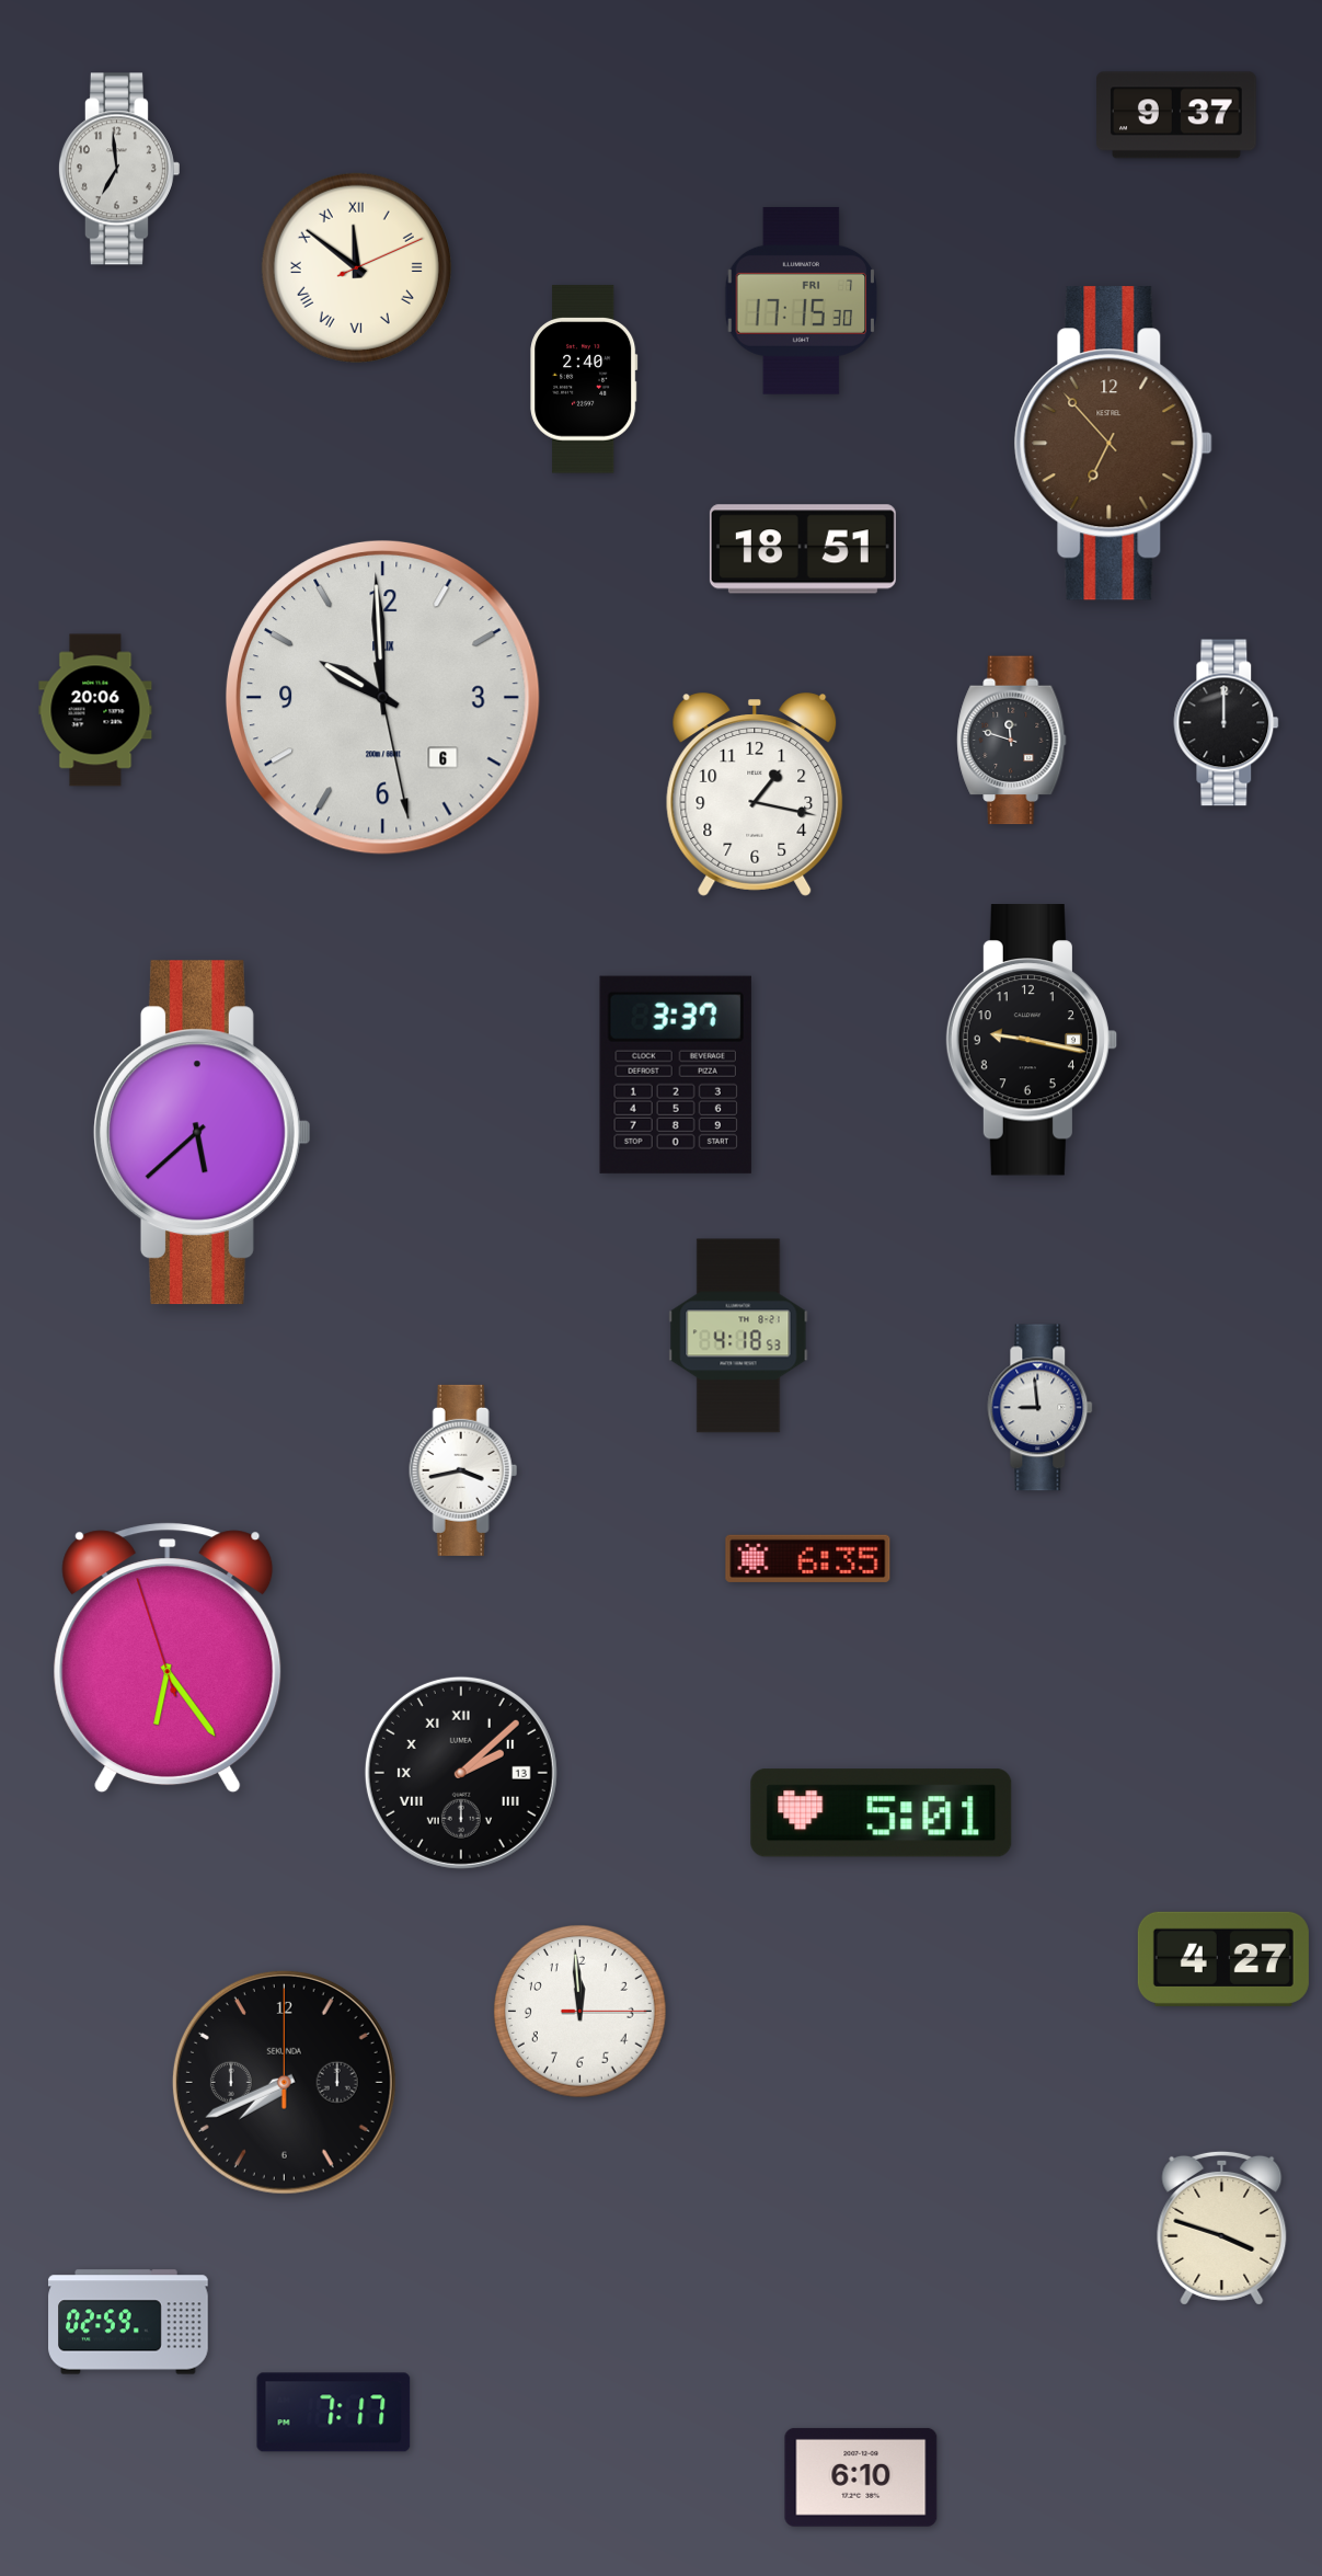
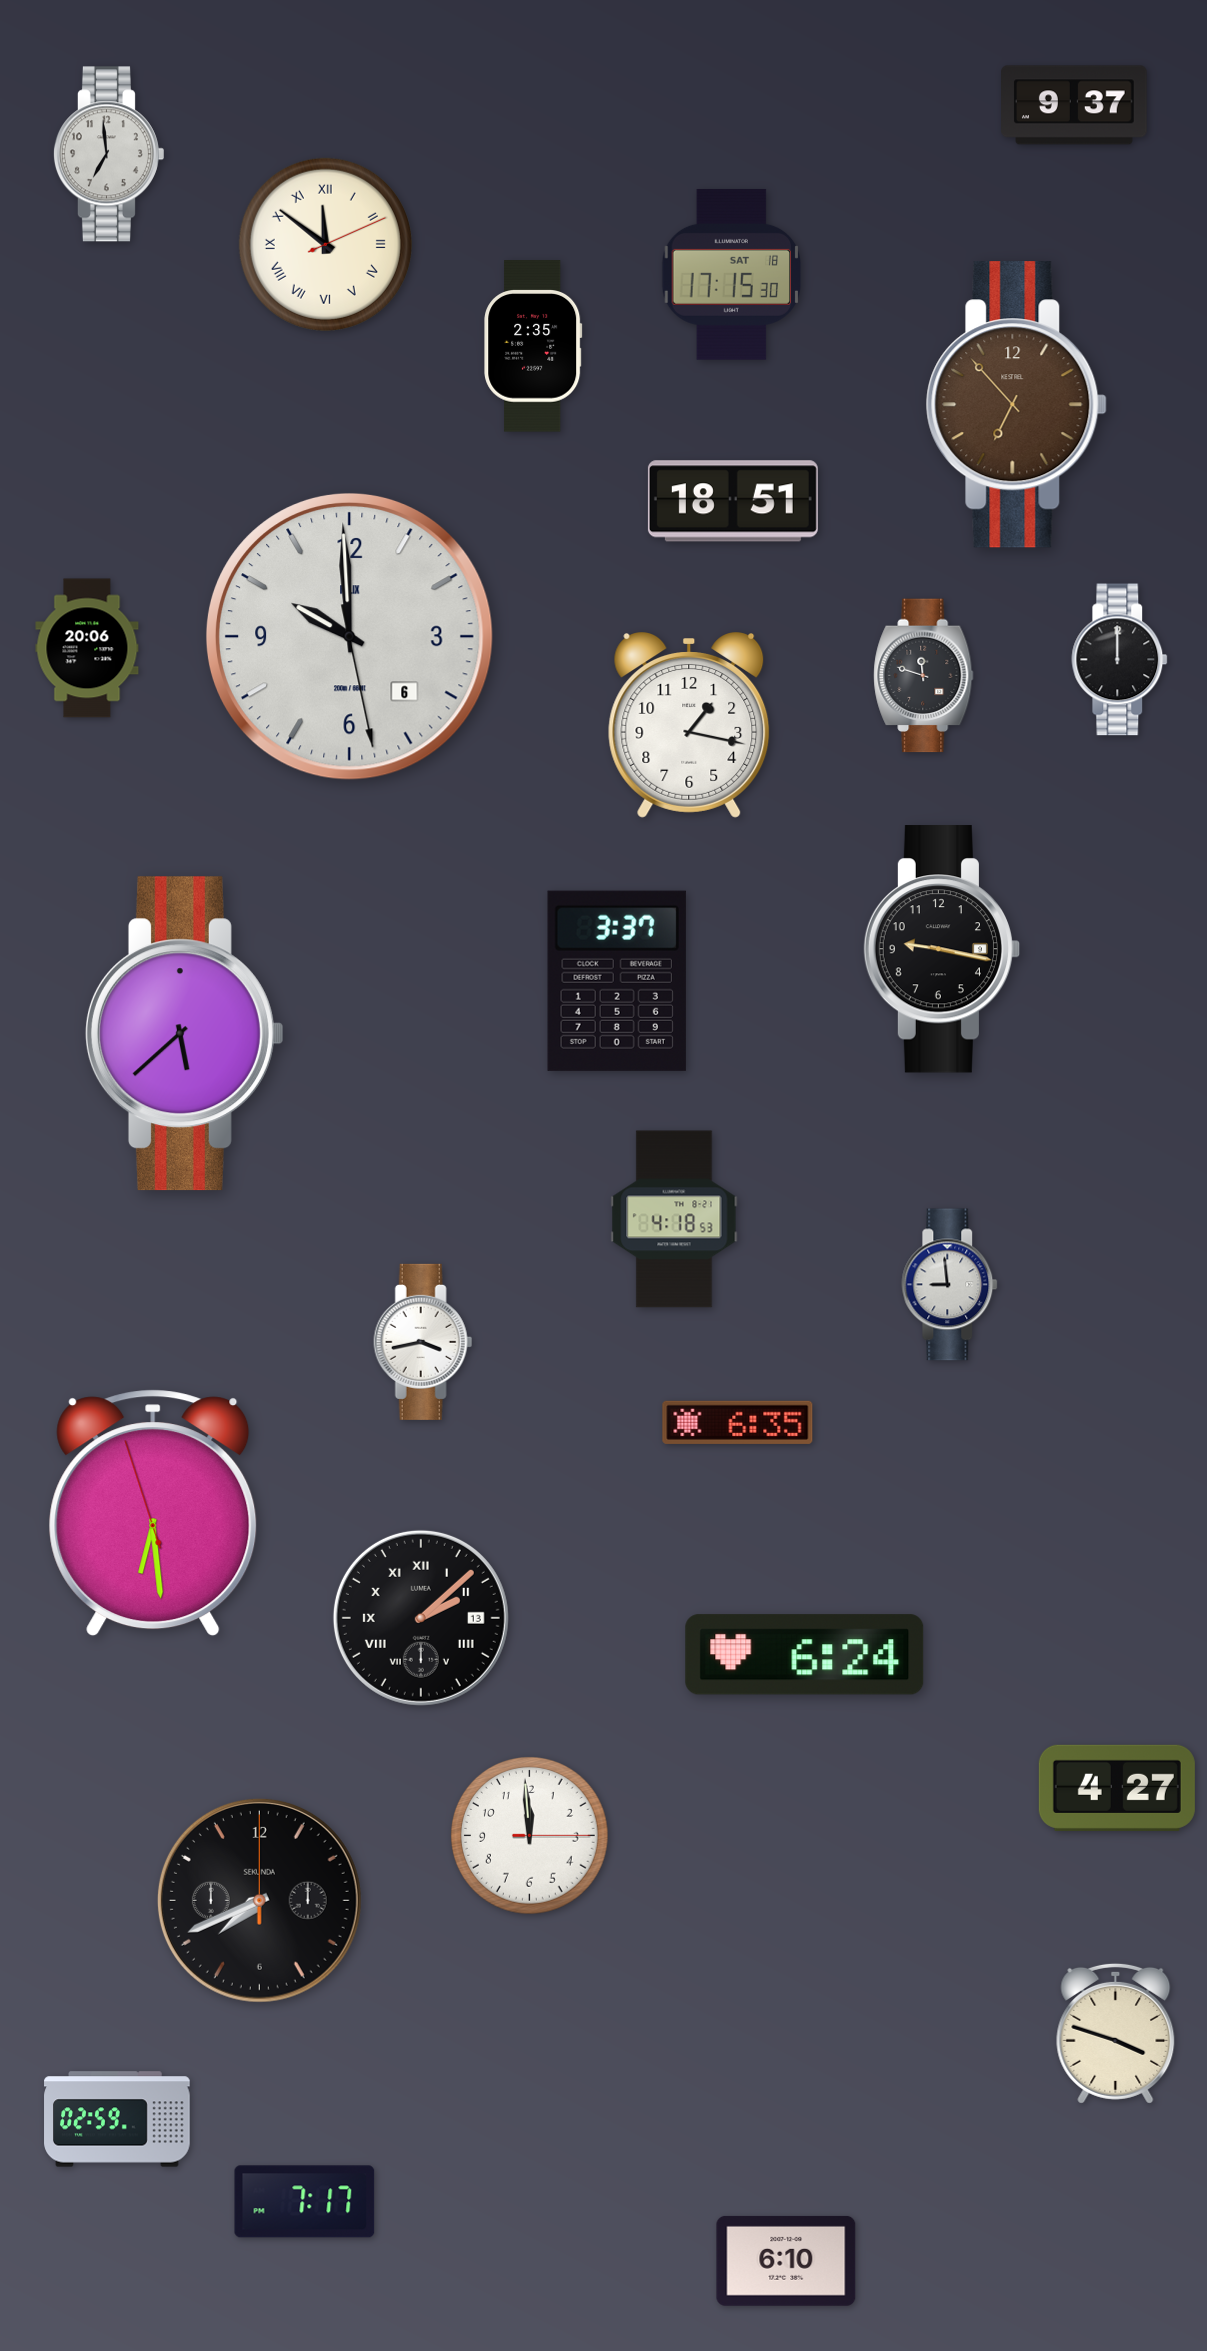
clock at (802, 300) date: FRI 7 -> SAT 18
clock at (584, 379): 2:40 -> 2:35
clock at (168, 1658): 6:23 -> 6:28
clock at (882, 1813): 5:01 -> 6:24
